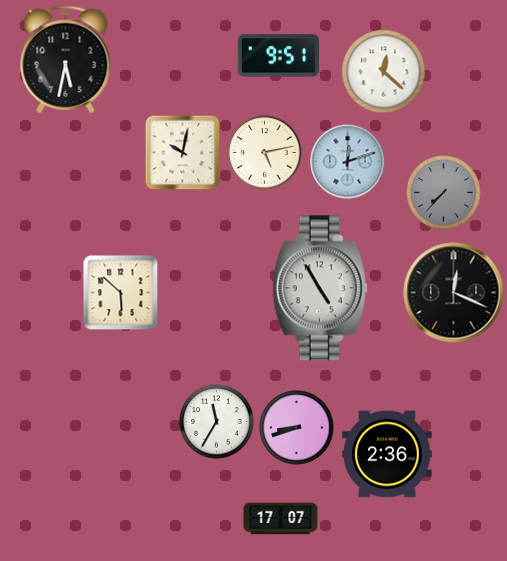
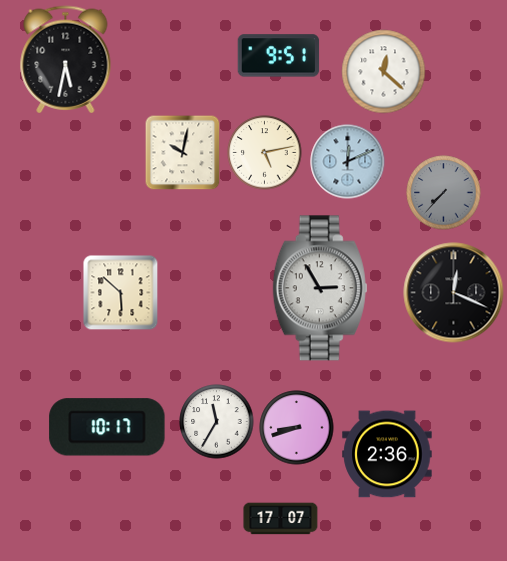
clock at (348, 162): 12:12 -> 12:11
clock at (320, 288): 4:55 -> 2:55
clock at (107, 427): none -> 10:17
